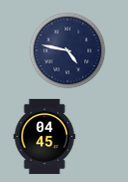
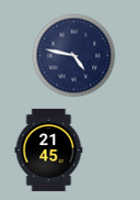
clock at (45, 136): 04:45 -> 21:45
